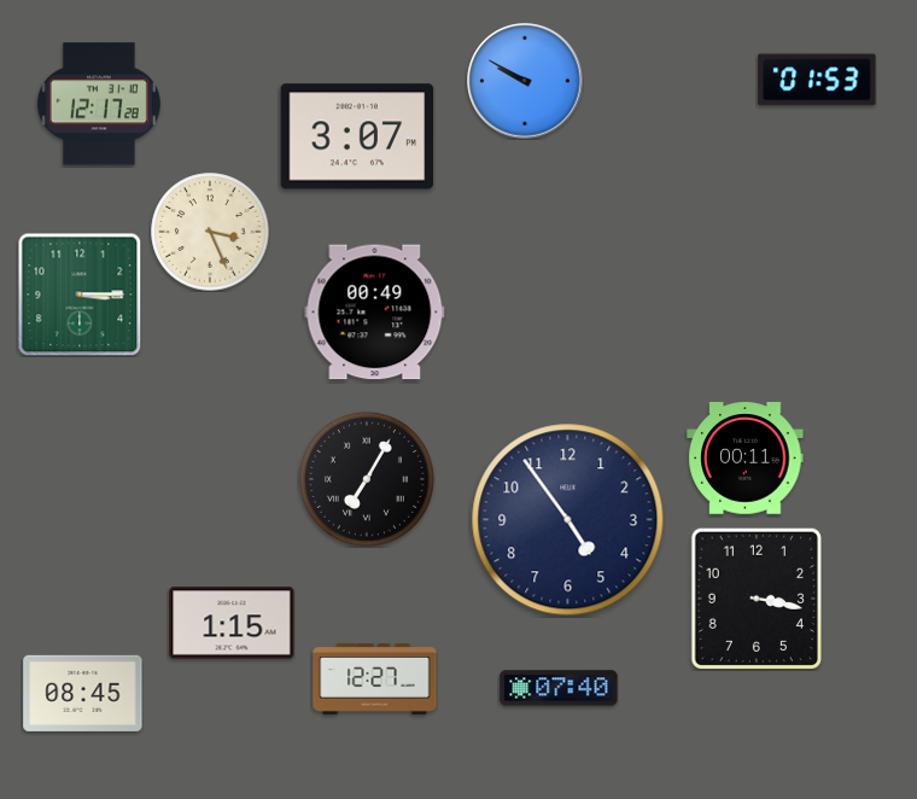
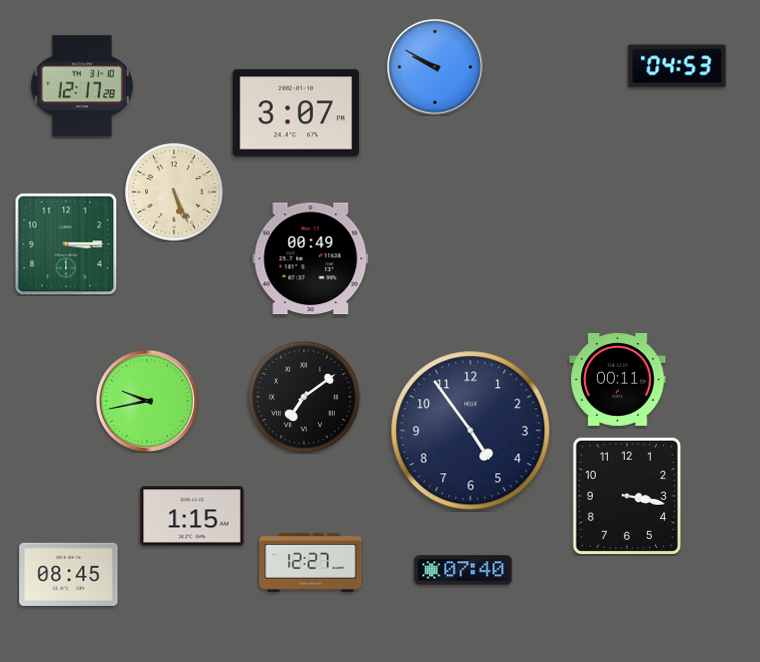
clock at (817, 80): 01:53 -> 04:53
clock at (210, 232): 3:26 -> 5:26
clock at (367, 479): 7:05 -> 7:09
clock at (147, 401): none -> 9:43
